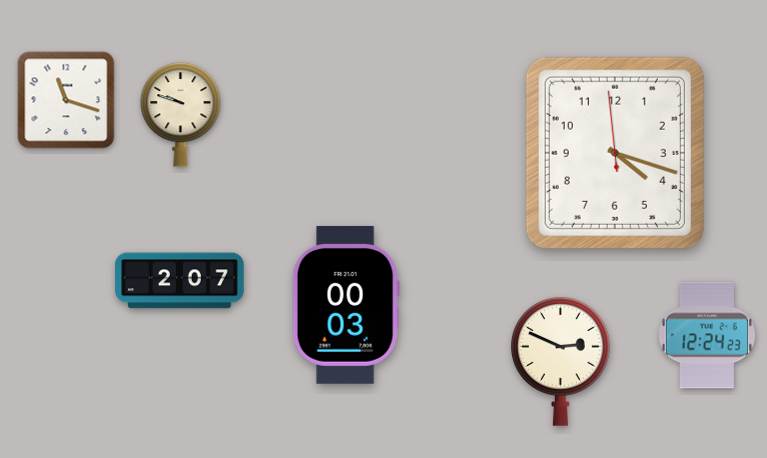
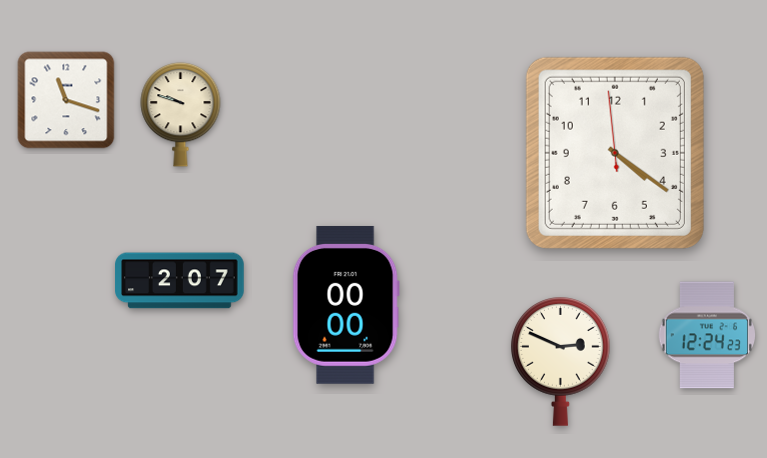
clock at (615, 153): 4:17 -> 4:20
clock at (346, 305): 00:03 -> 00:00
